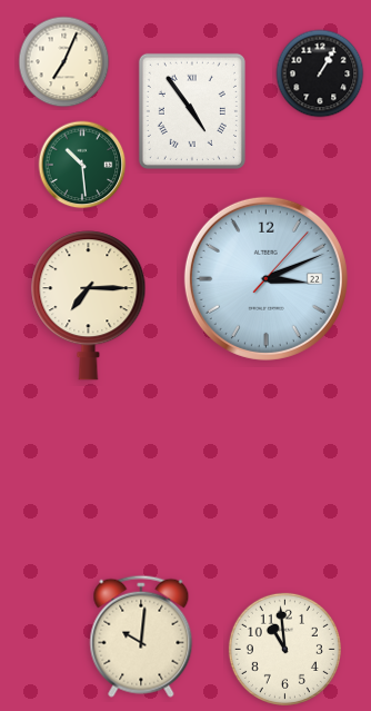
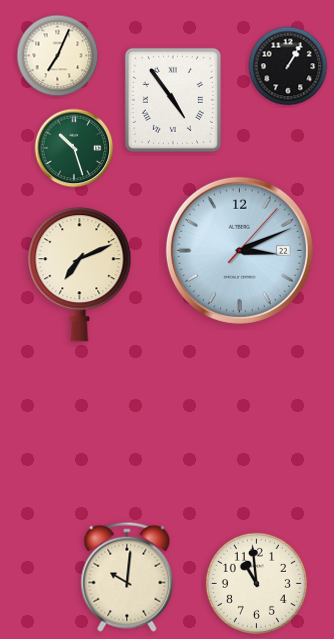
clock at (82, 165): 10:29 -> 10:27
clock at (89, 306): 7:15 -> 7:11
clock at (141, 636) position: (141, 636) -> (127, 577)
